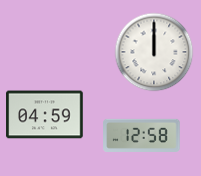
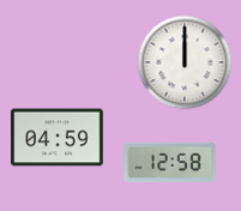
clock at (45, 115) position: (45, 115) -> (58, 138)
